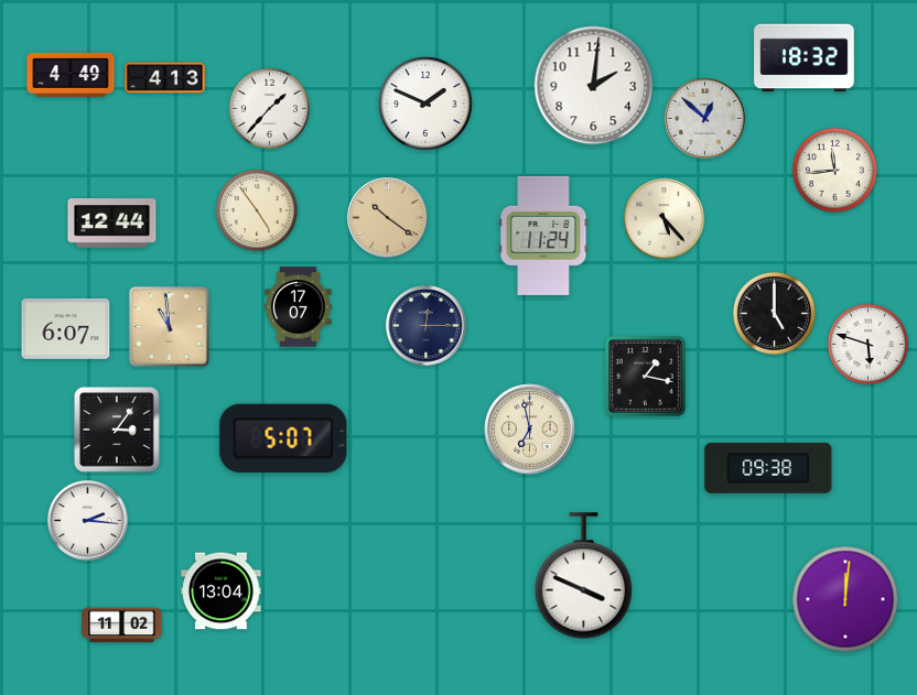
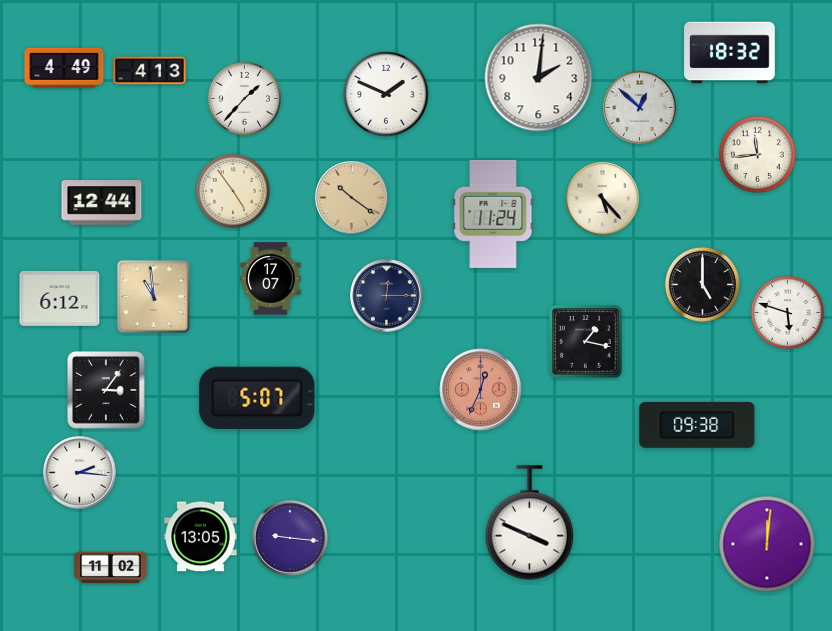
clock at (66, 328): 6:07 -> 6:12
clock at (530, 430): 6:58 -> 12:34
clock at (530, 430) dial: cream -> salmon
clock at (222, 591): 13:04 -> 13:05
clock at (290, 538): none -> 9:16
